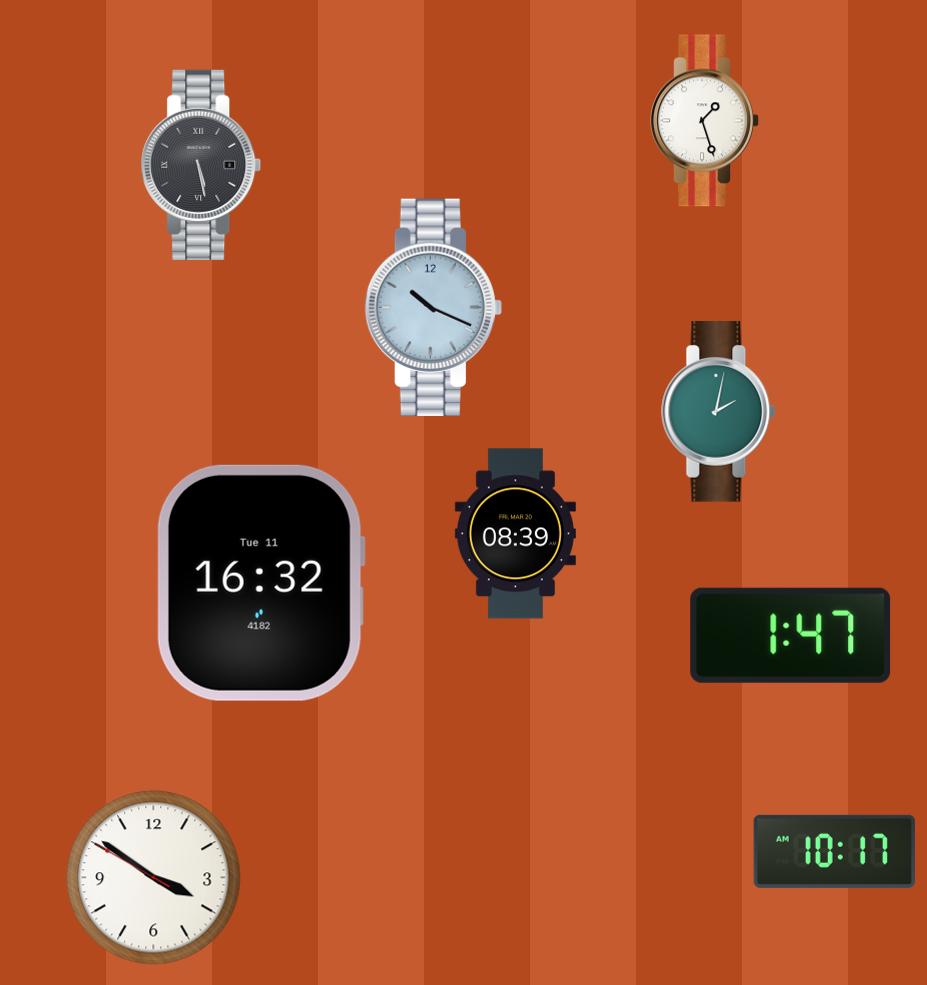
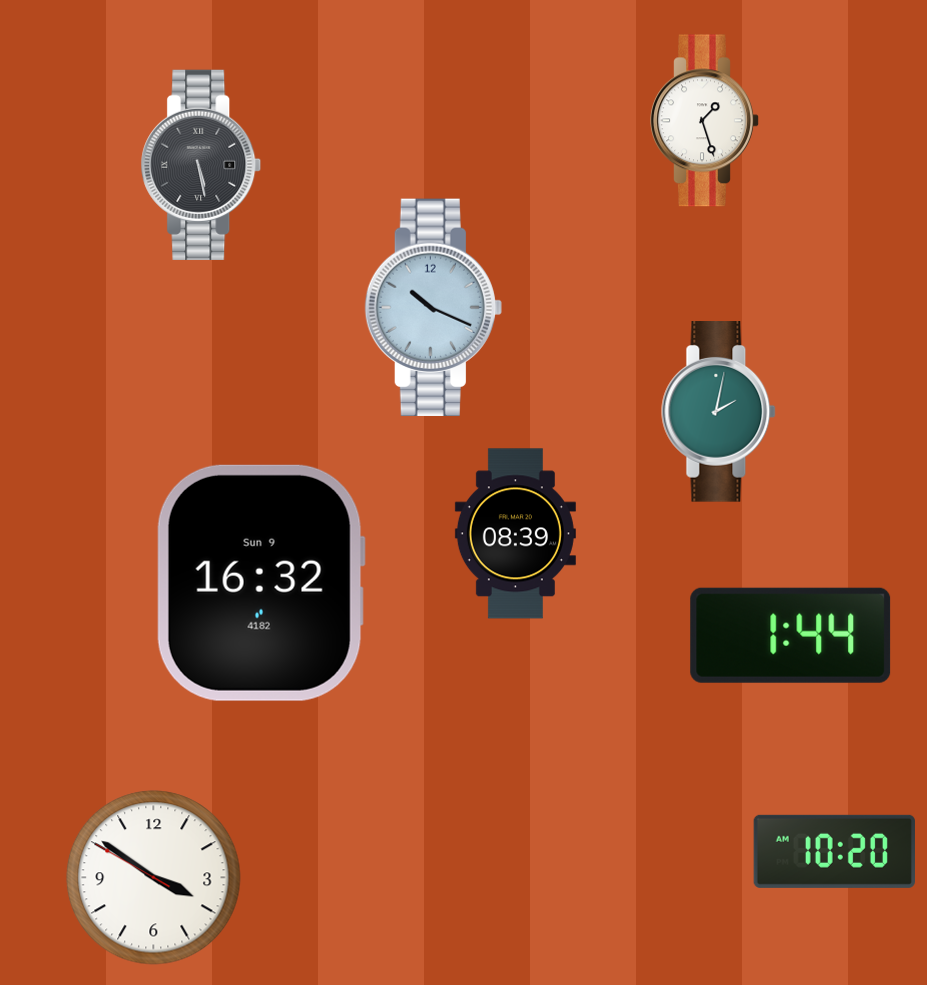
clock at (261, 583) date: Tue 11 -> Sun 9
clock at (791, 635): 1:47 -> 1:44
clock at (834, 851): 10:17 -> 10:20
